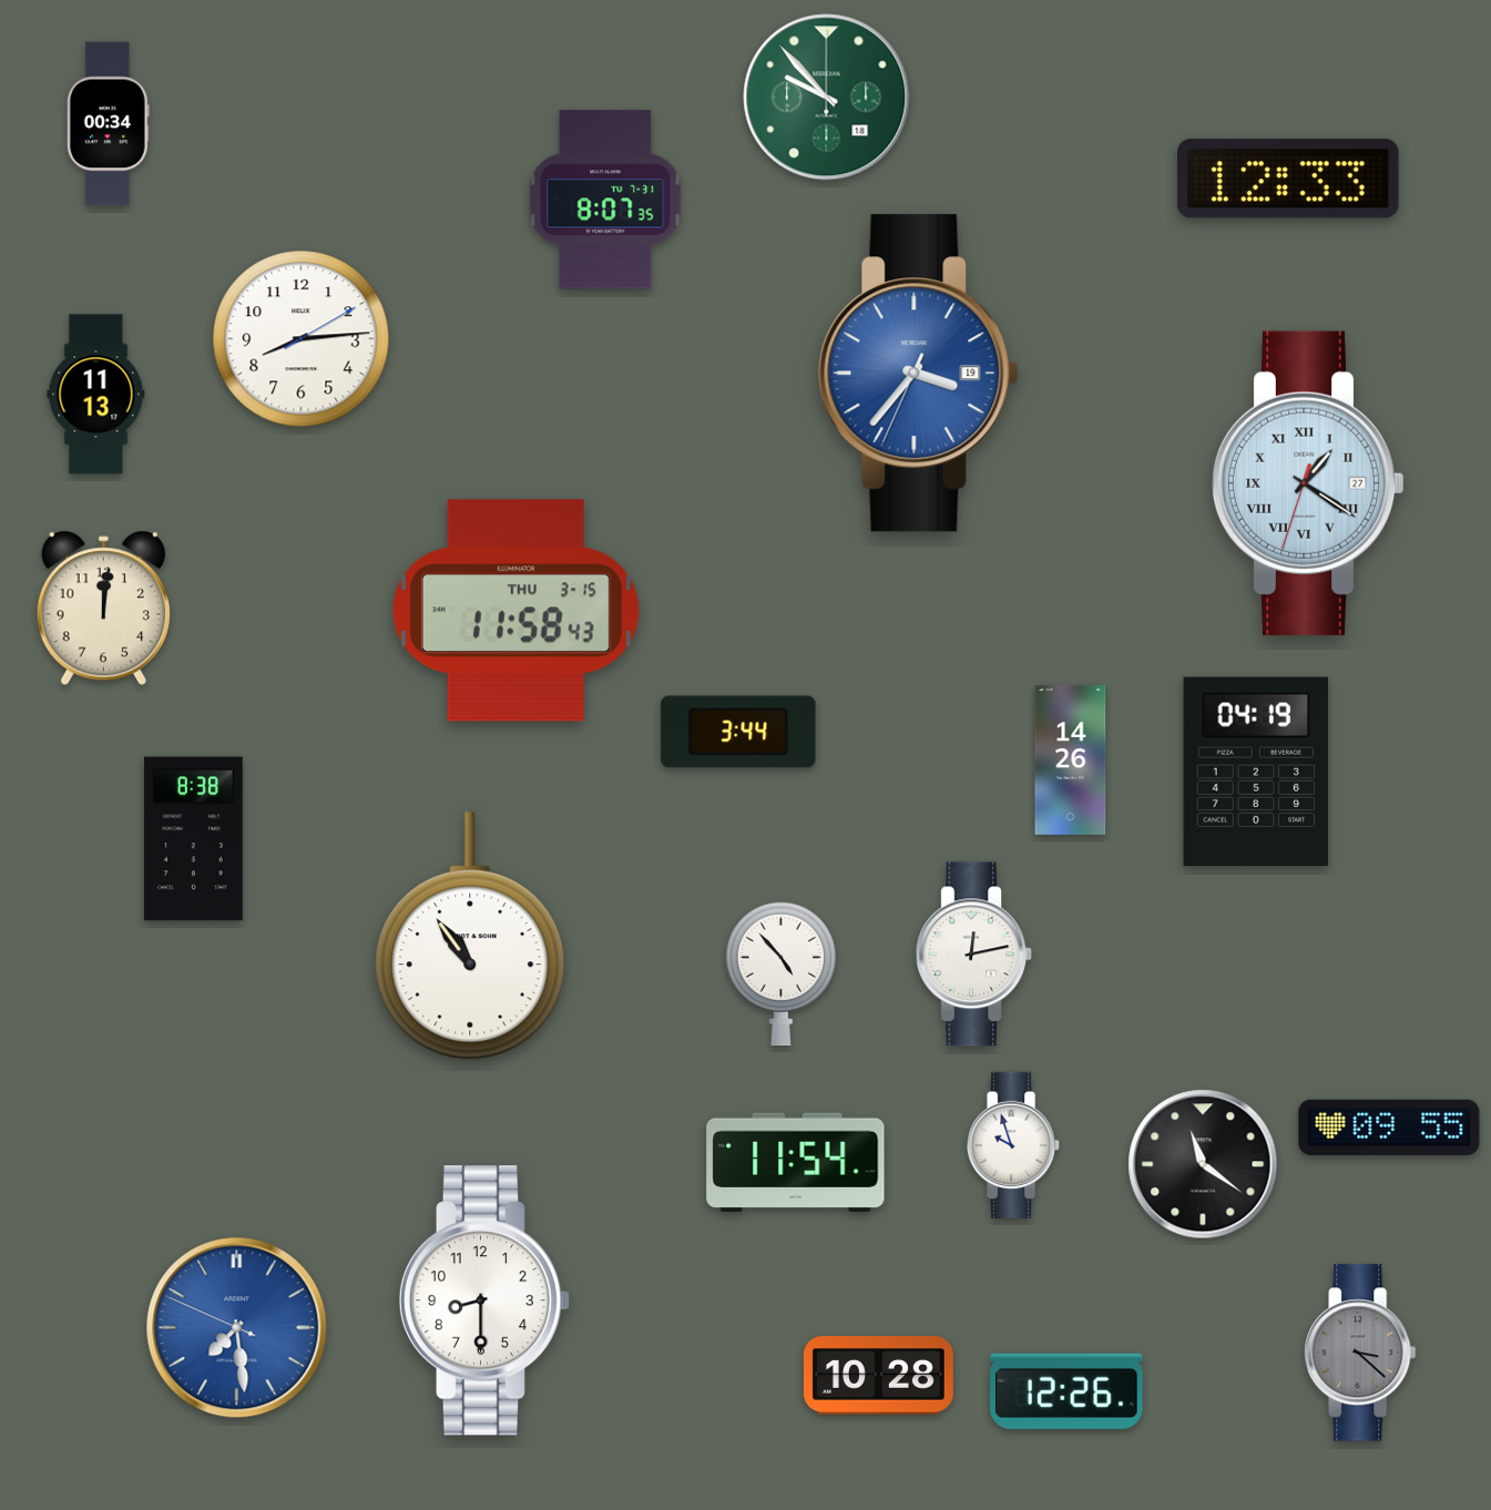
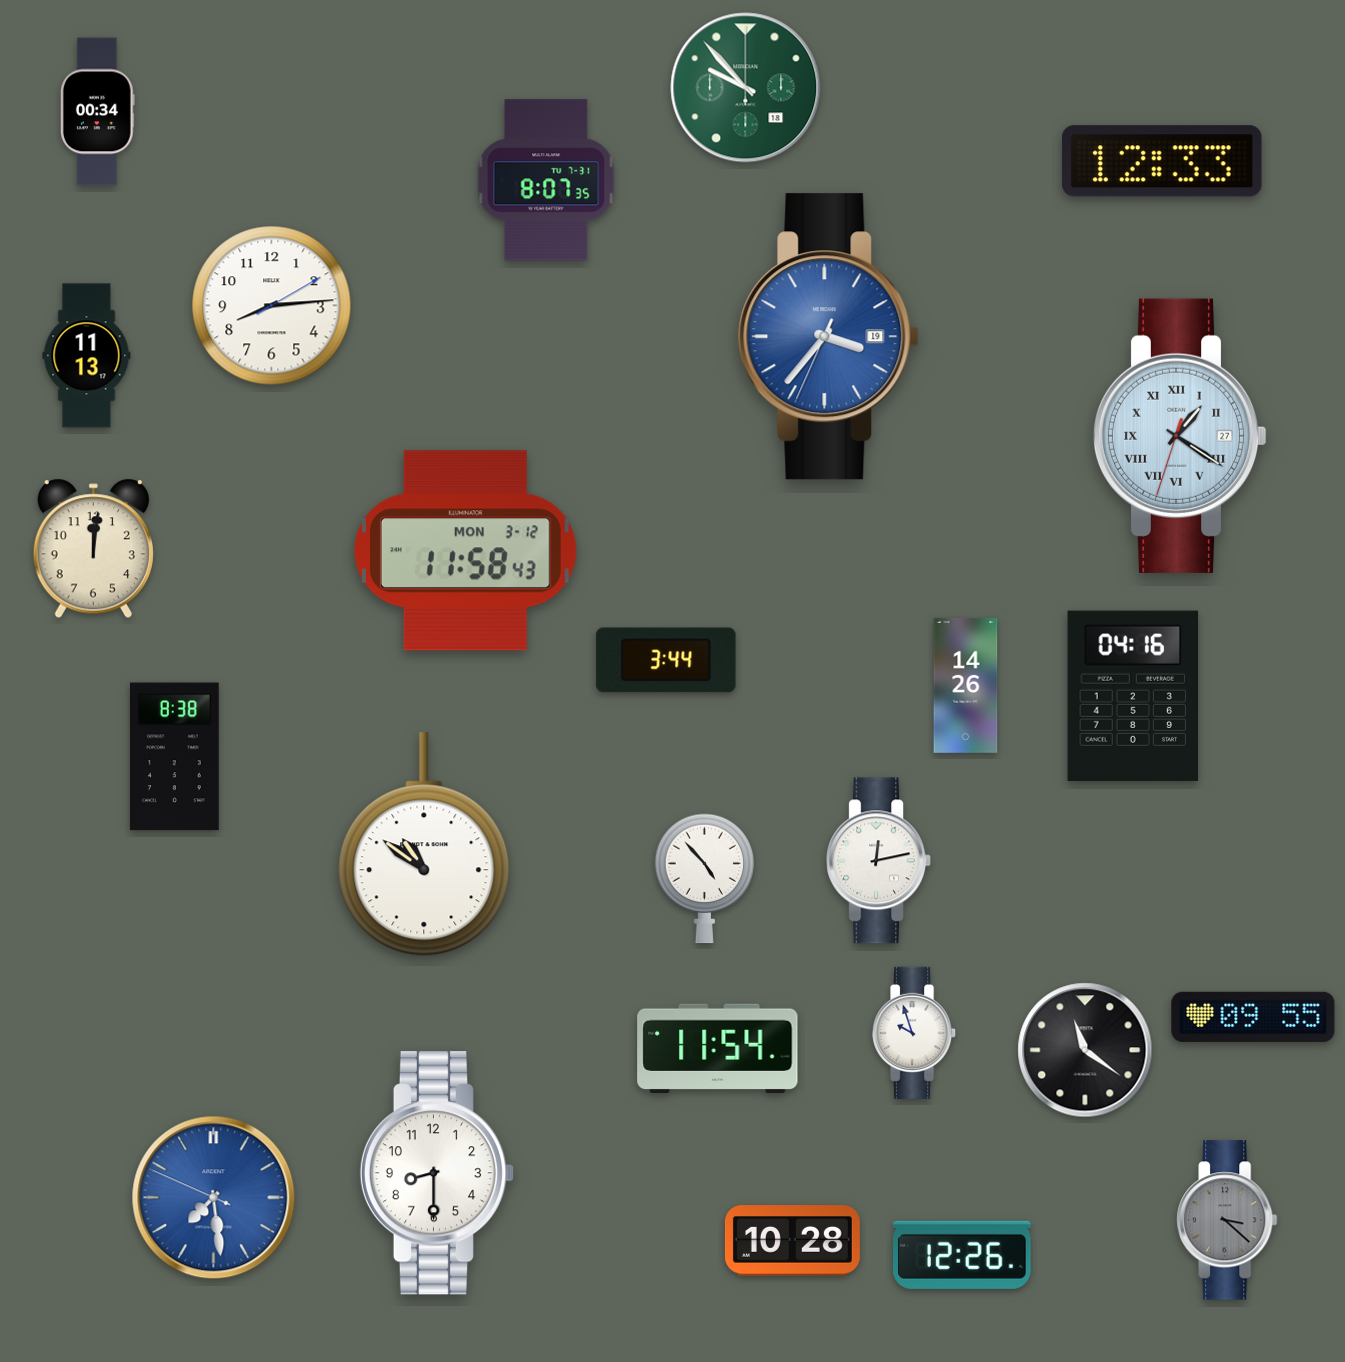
clock at (515, 611) date: THU 3-15 -> MON 3-12
clock at (1256, 771): 04:19 -> 04:16
clock at (470, 937): 10:54 -> 10:51
